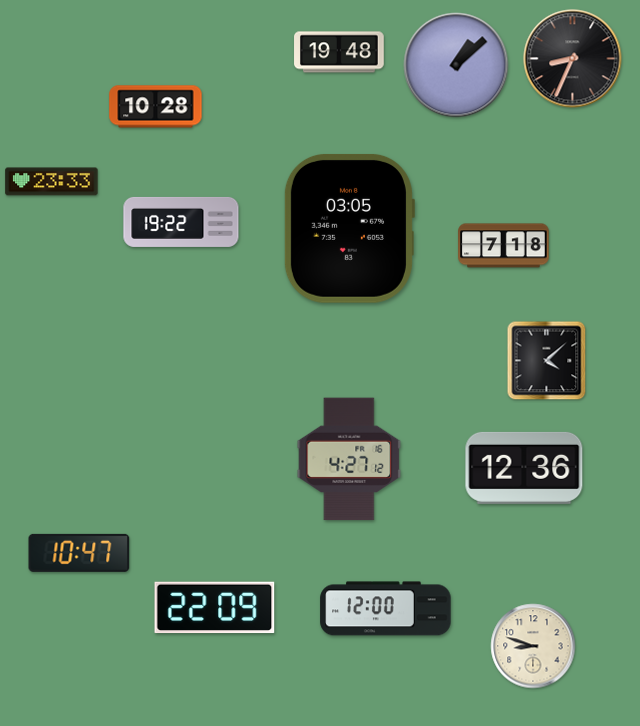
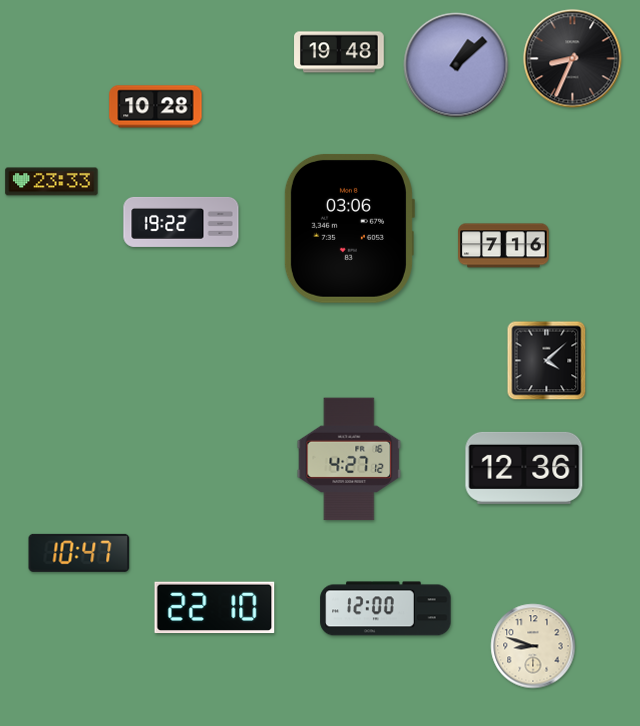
clock at (349, 228): 03:05 -> 03:06
clock at (504, 246): 7:18 -> 7:16
clock at (215, 608): 22:09 -> 22:10
